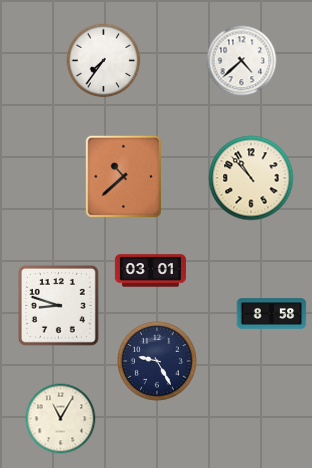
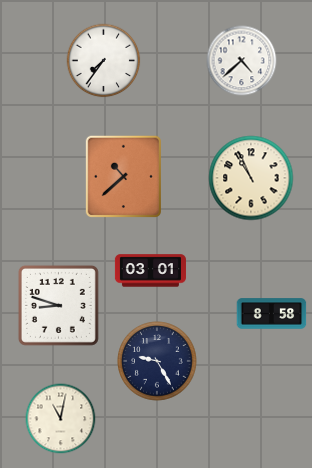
clock at (251, 178): 10:53 -> 10:56
clock at (61, 419): 11:05 -> 11:02
